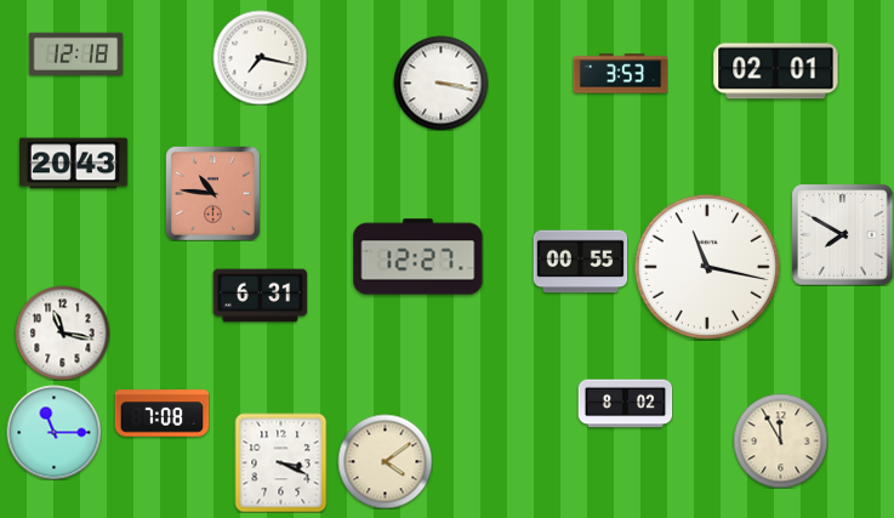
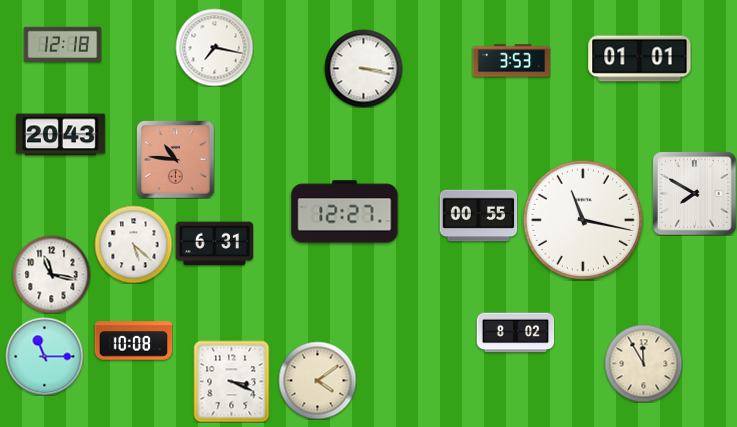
clock at (776, 72): 02:01 -> 01:01
clock at (133, 244): none -> 5:22
clock at (161, 414): 7:08 -> 10:08
